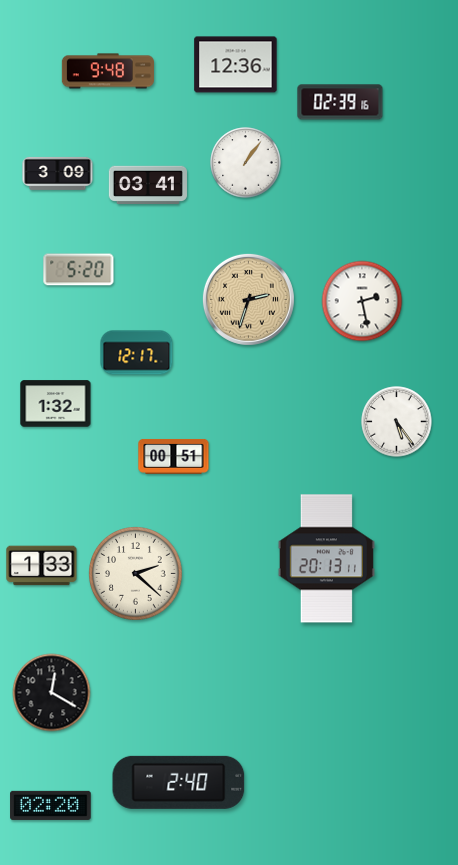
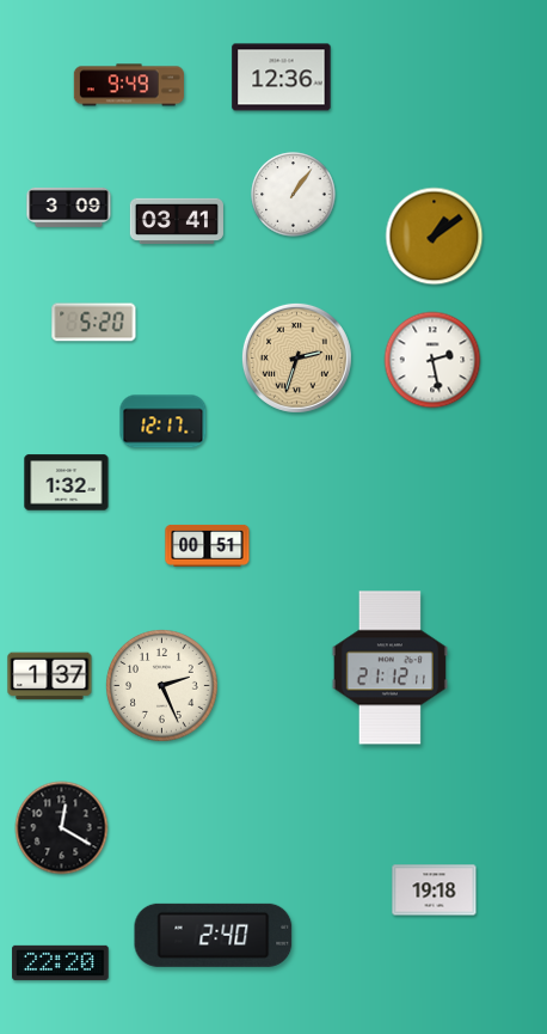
clock at (108, 71): 9:48 -> 9:49
clock at (340, 102): 02:39 -> none
clock at (435, 237): none -> 1:09
clock at (397, 422): 5:24 -> none
clock at (326, 559): 20:13 -> 21:12
clock at (42, 566): 1:33 -> 1:37
clock at (136, 574): 2:22 -> 2:26
clock at (435, 891): none -> 19:18
clock at (51, 805): 02:20 -> 22:20
